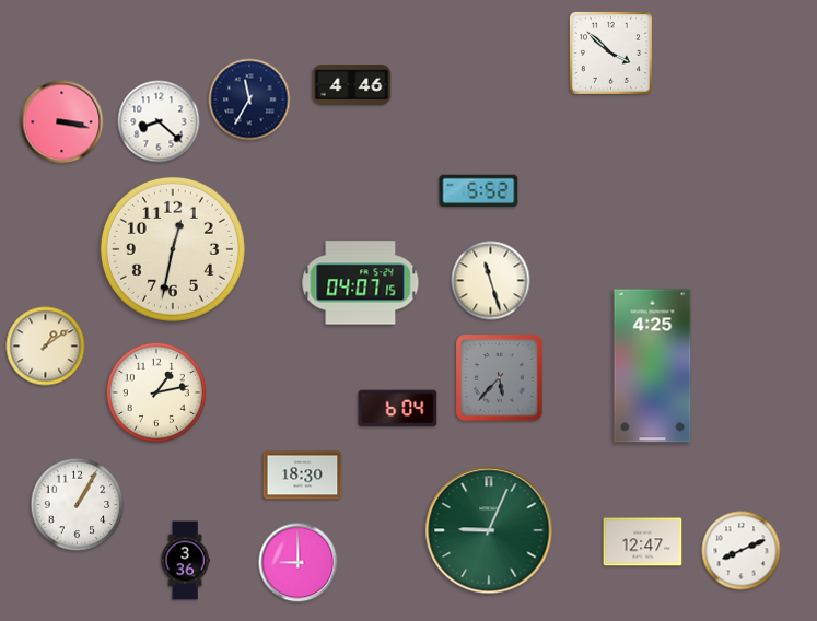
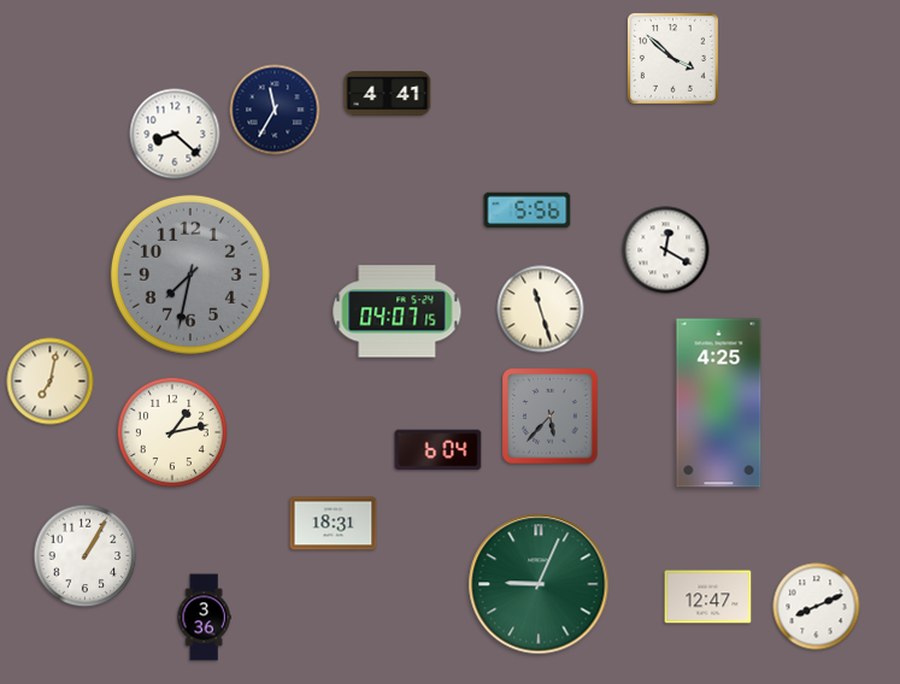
clock at (352, 85): 4:46 -> 4:41
clock at (62, 122): 3:17 -> none
clock at (479, 191): 5:52 -> 5:56
clock at (666, 250): none -> 12:20
clock at (173, 249): 12:32 -> 7:32
clock at (173, 249) dial: cream -> grey
clock at (46, 347): 1:09 -> 7:02
clock at (303, 476): 18:30 -> 18:31
clock at (299, 563): 9:00 -> none
